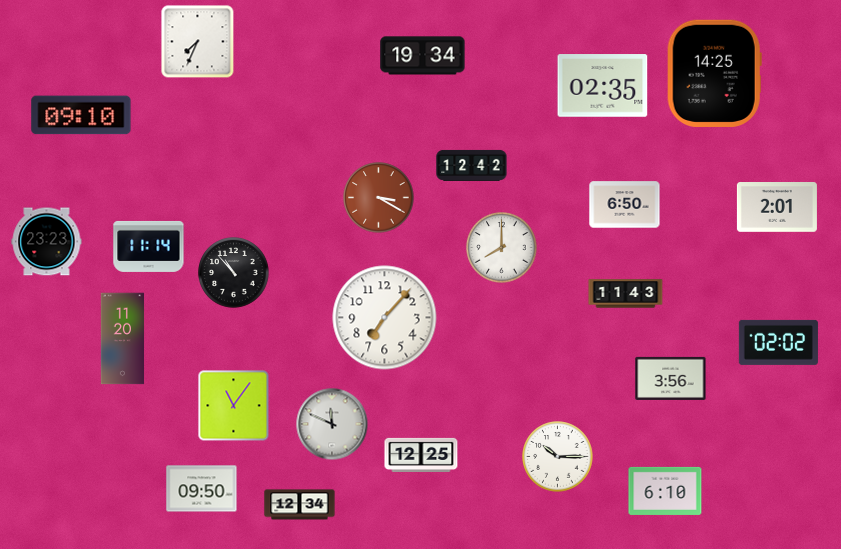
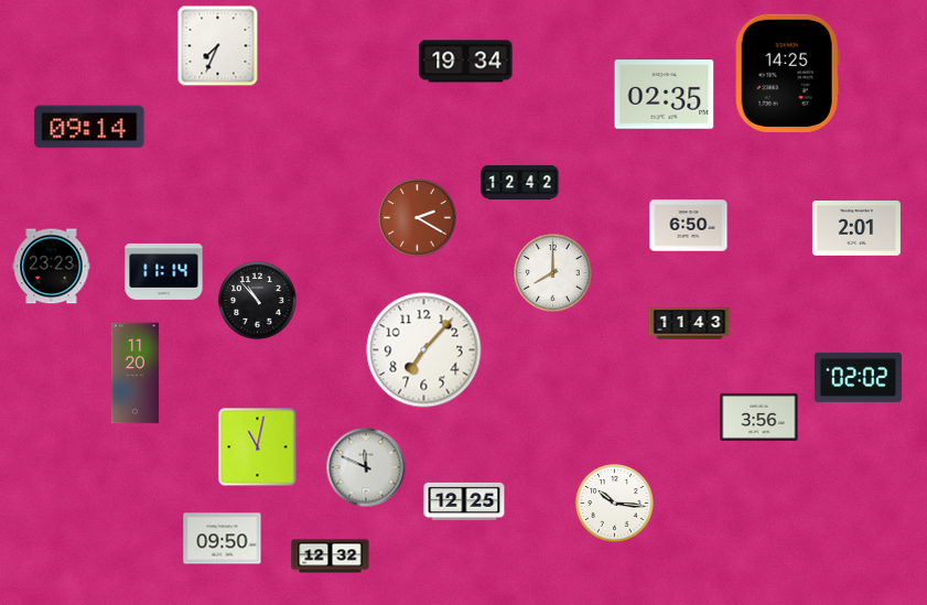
clock at (714, 73) position: (714, 73) -> (787, 73)
clock at (81, 115): 09:10 -> 09:14
clock at (379, 198): 3:20 -> 2:20
clock at (671, 378) position: (671, 378) -> (759, 417)
clock at (234, 406): 11:06 -> 11:02
clock at (558, 457): 10:15 -> 10:16
clock at (665, 491): 6:10 -> none
clock at (300, 505): 12:34 -> 12:32
